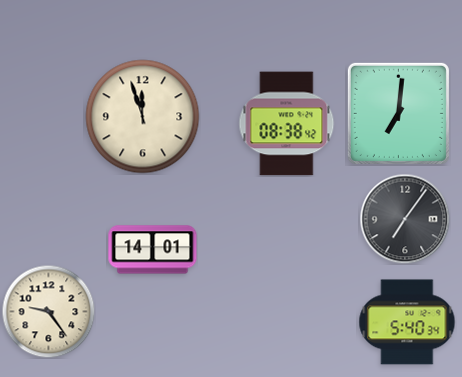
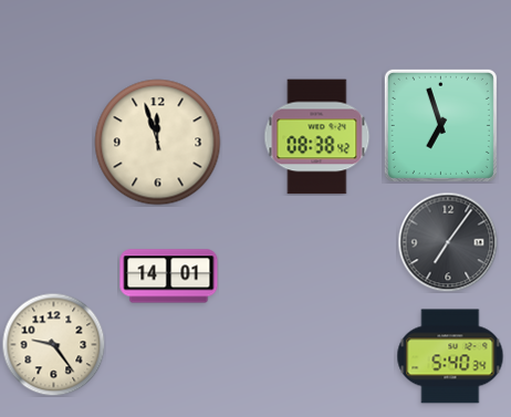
clock at (398, 113): 7:01 -> 6:57
clock at (143, 117) position: (143, 117) -> (158, 143)
